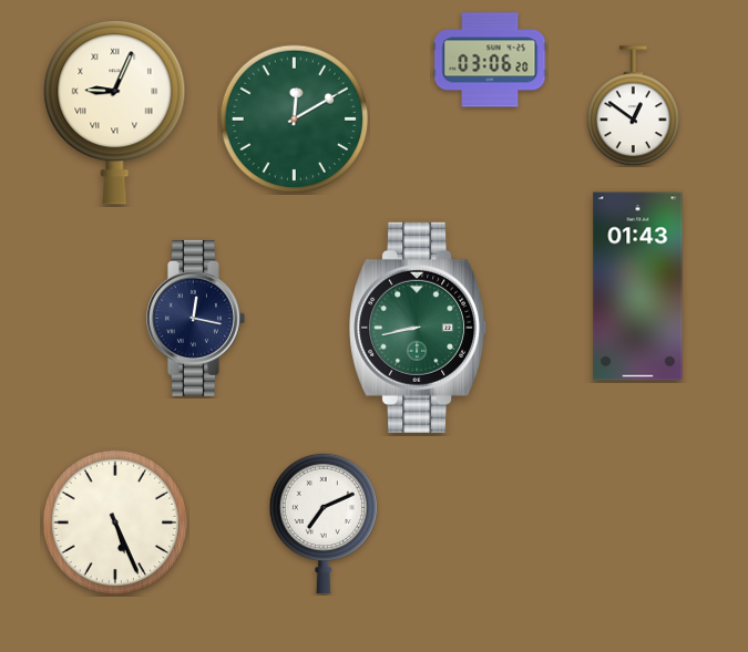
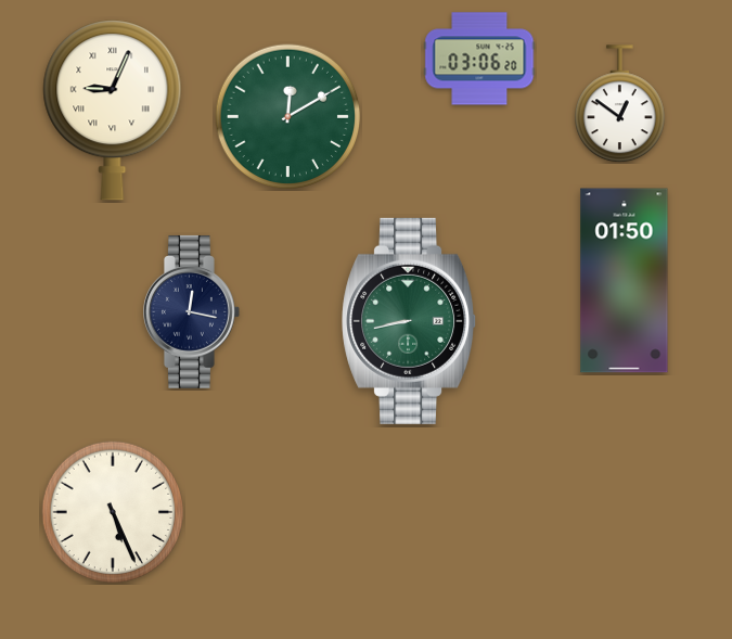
clock at (638, 287): 01:43 -> 01:50
clock at (324, 524): 7:11 -> none
